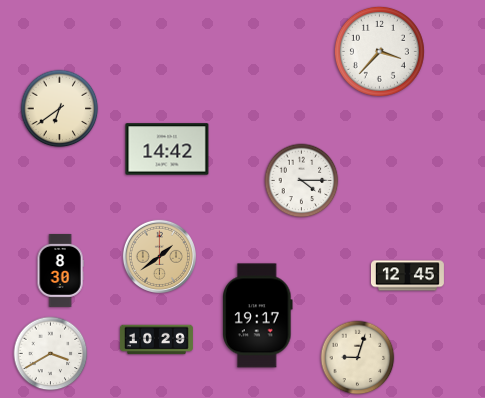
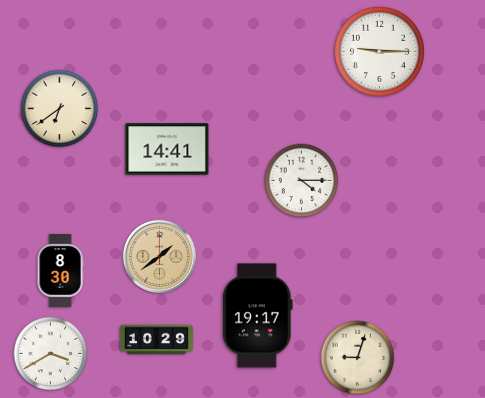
clock at (379, 51): 3:37 -> 9:15
clock at (167, 149): 14:42 -> 14:41
clock at (407, 276): 12:45 -> none
